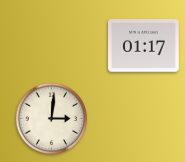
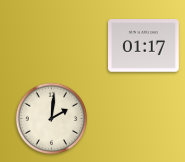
clock at (52, 119): 3:01 -> 2:01
